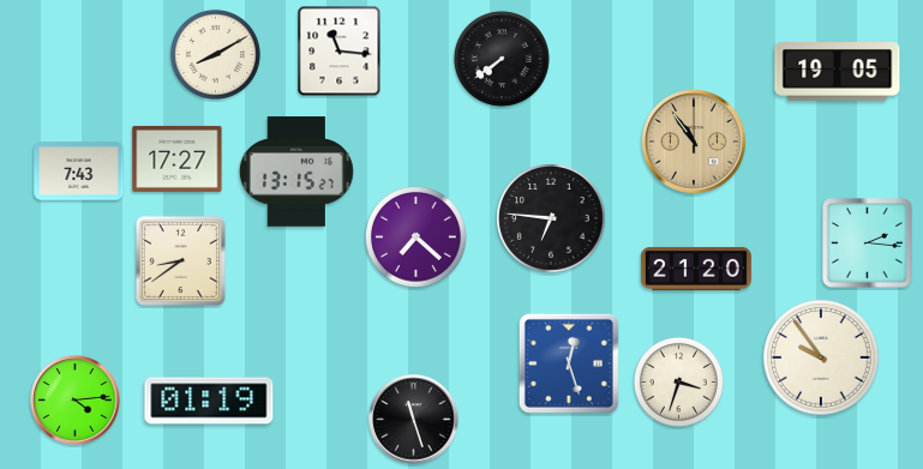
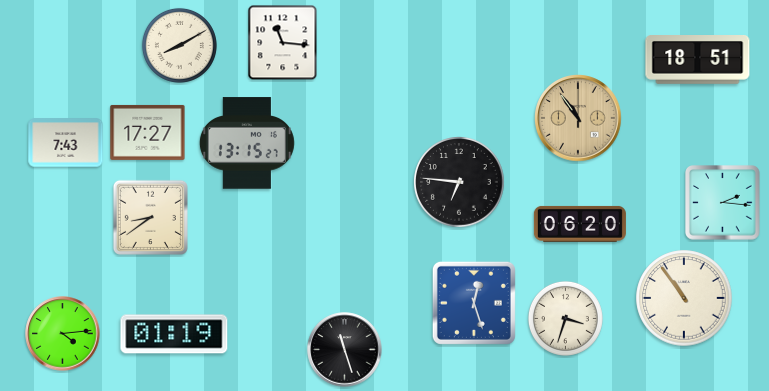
clock at (502, 59): 7:39 -> none
clock at (838, 72): 19:05 -> 18:51
clock at (416, 237): 7:22 -> none
clock at (696, 269): 21:20 -> 06:20
clock at (821, 357): 9:54 -> 10:54
